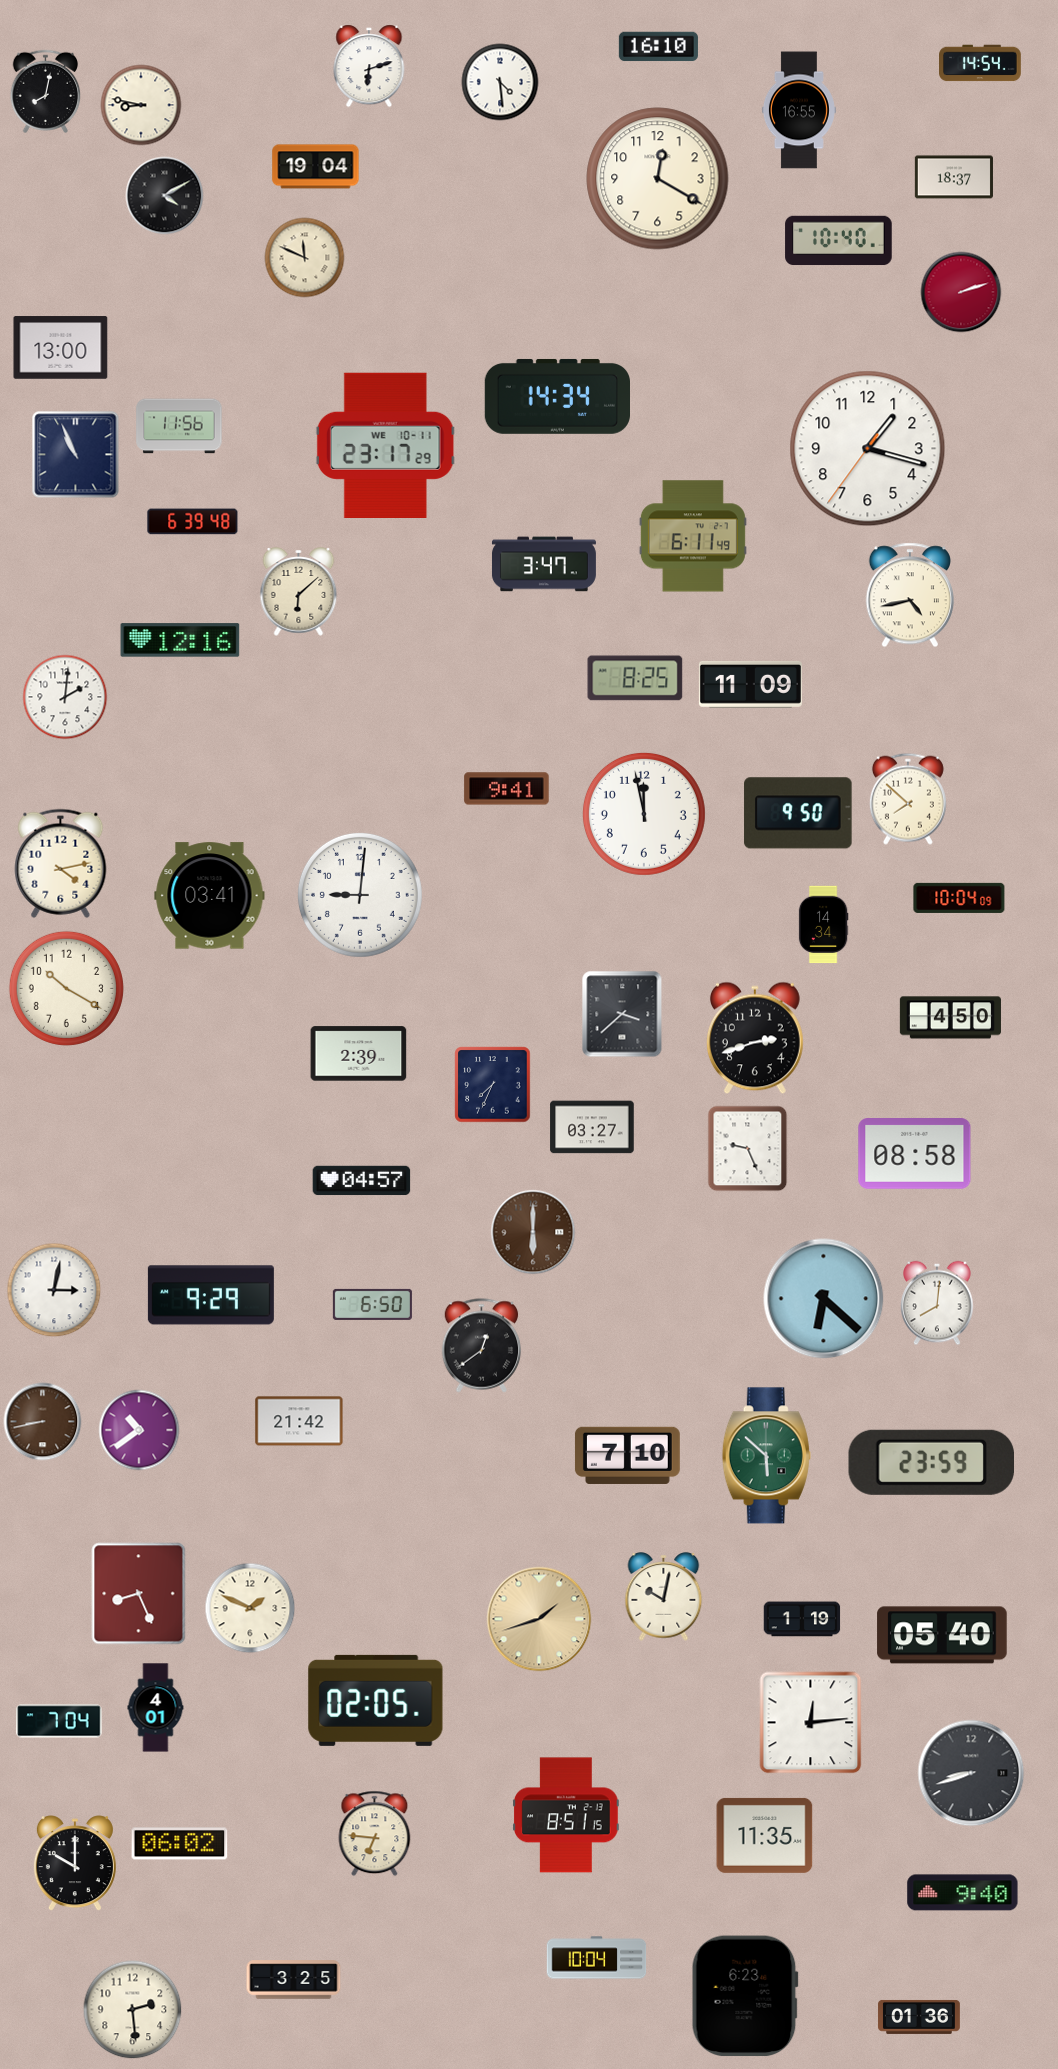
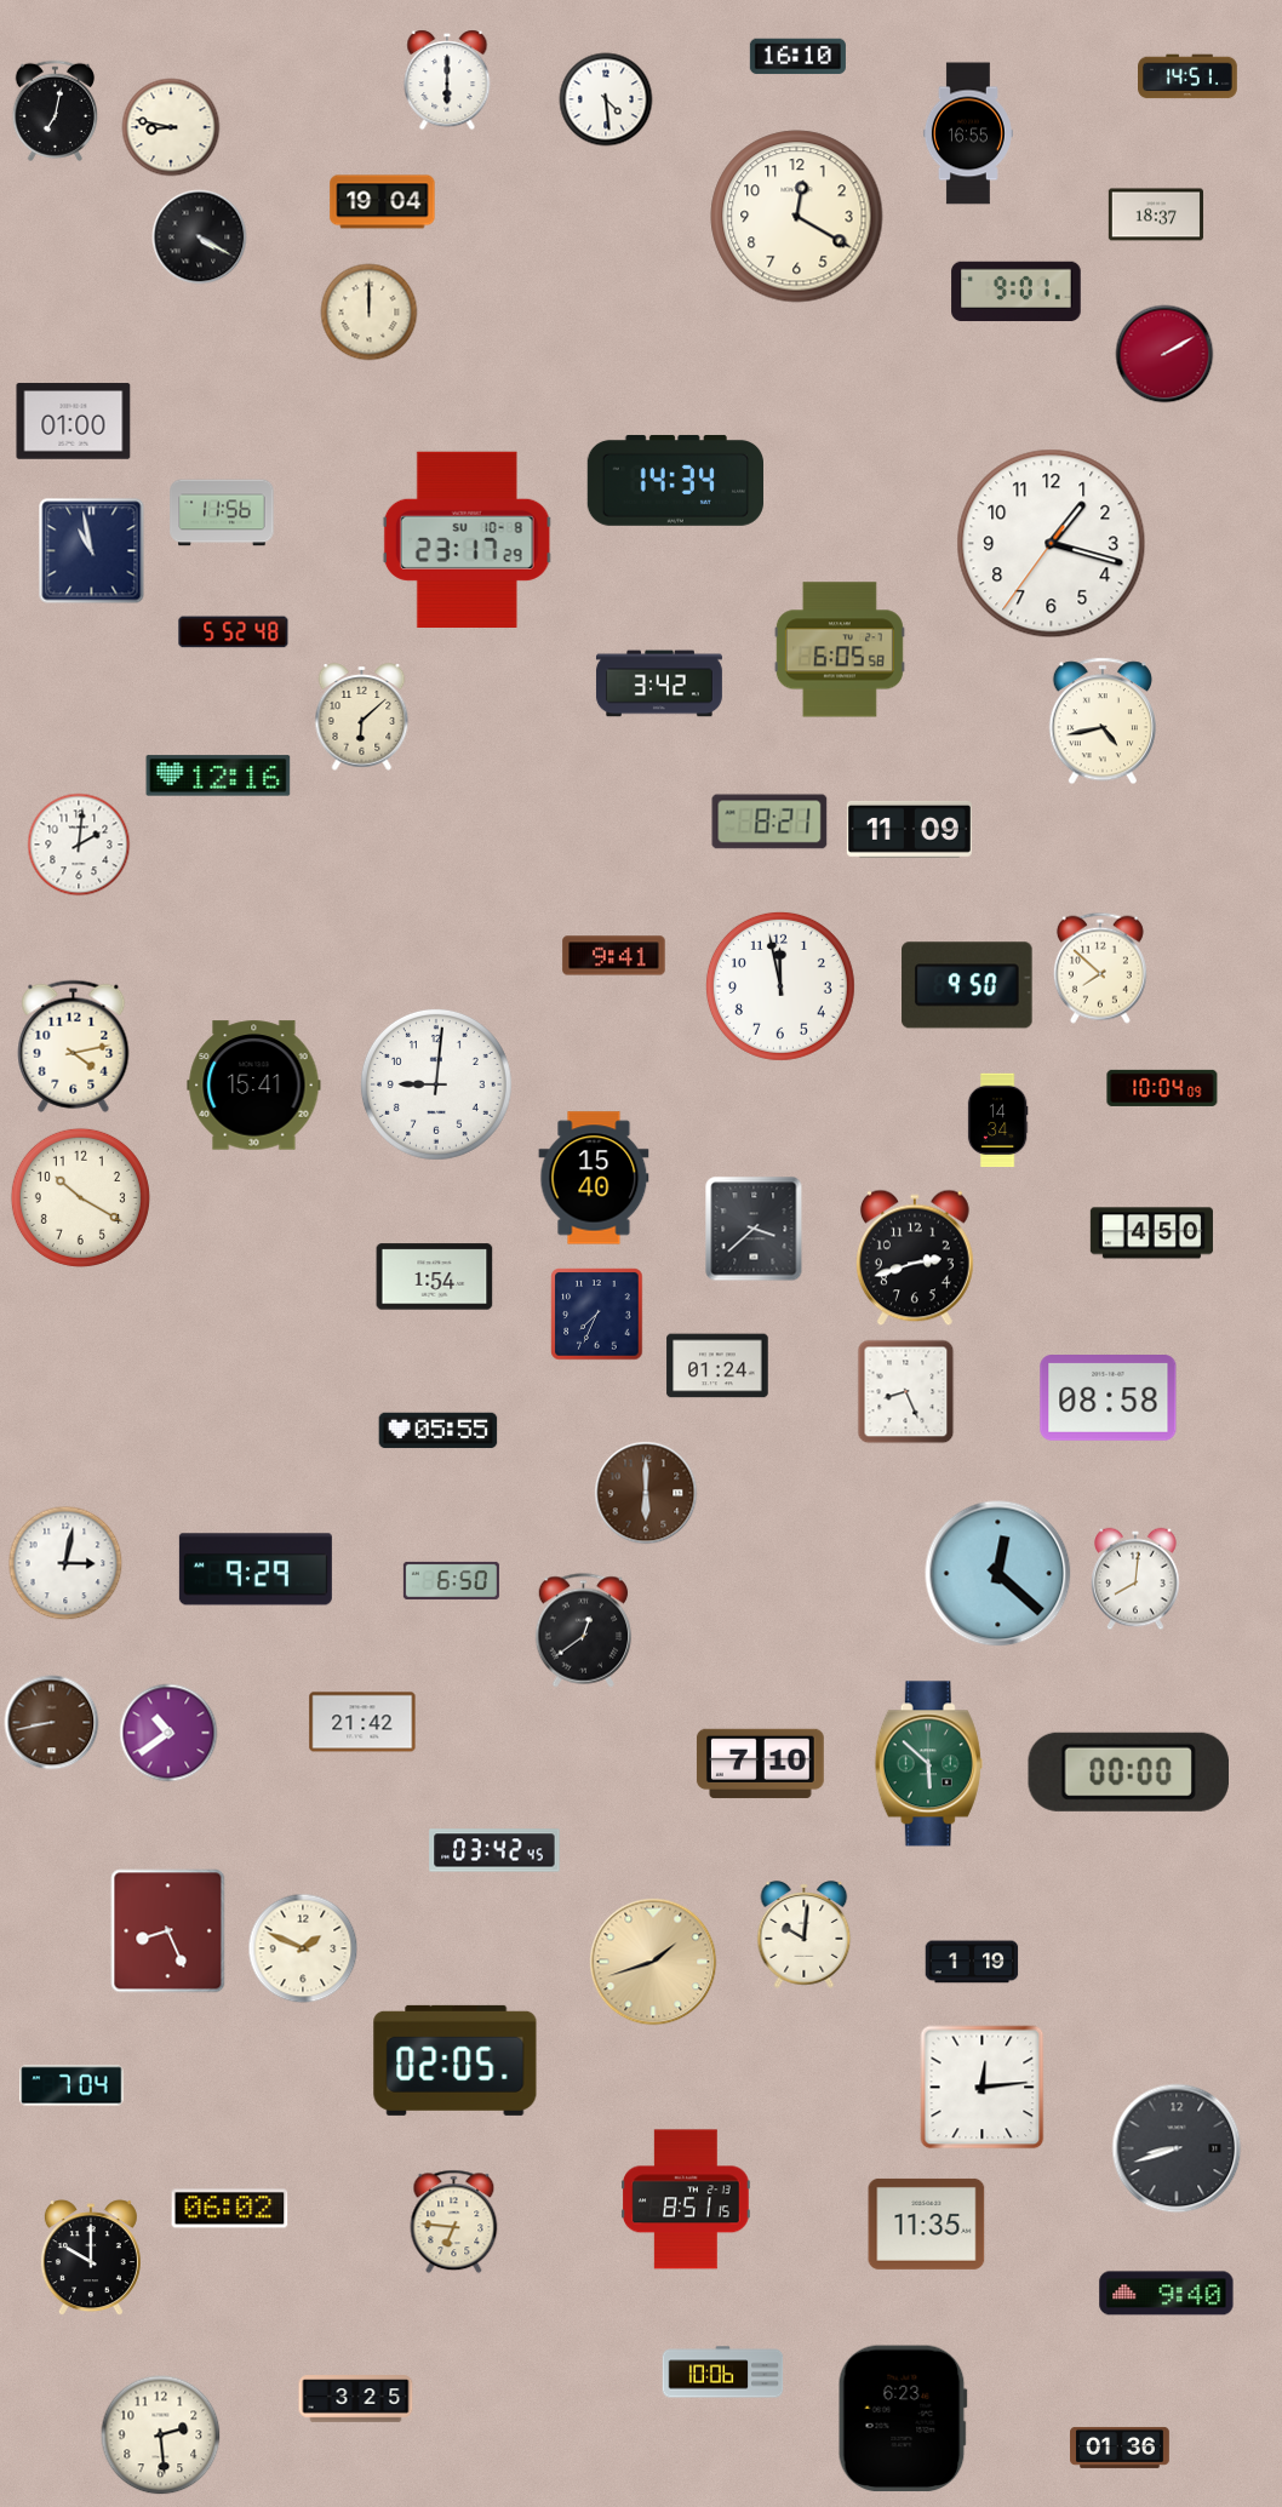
clock at (981, 63): 14:54 -> 14:51
clock at (369, 66): 6:12 -> 6:00
clock at (46, 91): 8:02 -> 7:02
clock at (165, 196): 4:10 -> 4:20
clock at (839, 241): 10:40 -> 9:01
clock at (305, 258): 11:49 -> 12:00
clock at (961, 292): 2:12 -> 2:10
clock at (61, 348): 13:00 -> 01:00
clock at (179, 426) position: (179, 426) -> (222, 513)
clock at (385, 445) date: WE 10-11 -> SU 10-8
clock at (76, 455): 10:56 -> 10:58
clock at (193, 522): 6:39 -> 5:52
clock at (693, 536): 6:11 -> 6:05
clock at (544, 564): 3:47 -> 3:42
clock at (635, 678): 8:25 -> 8:21
clock at (210, 896): 03:41 -> 15:41
clock at (594, 1178): none -> 15:40
clock at (359, 1054): 2:39 -> 1:54
clock at (592, 1127): 03:27 -> 01:24
clock at (748, 1149): 9:26 -> 8:26
clock at (362, 1181): 04:57 -> 05:55
clock at (824, 1299): 6:22 -> 12:22
clock at (931, 1462): 23:59 -> 00:00
clock at (494, 1850): none -> 03:42
clock at (664, 1597): 10:02 -> 10:01
clock at (942, 1635): 05:40 -> none
clock at (156, 1708): 4:01 -> none
clock at (180, 1844) position: (180, 1844) -> (230, 2209)
clock at (597, 1958): 10:04 -> 10:06
clock at (919, 2017) position: (919, 2017) -> (1120, 2448)
